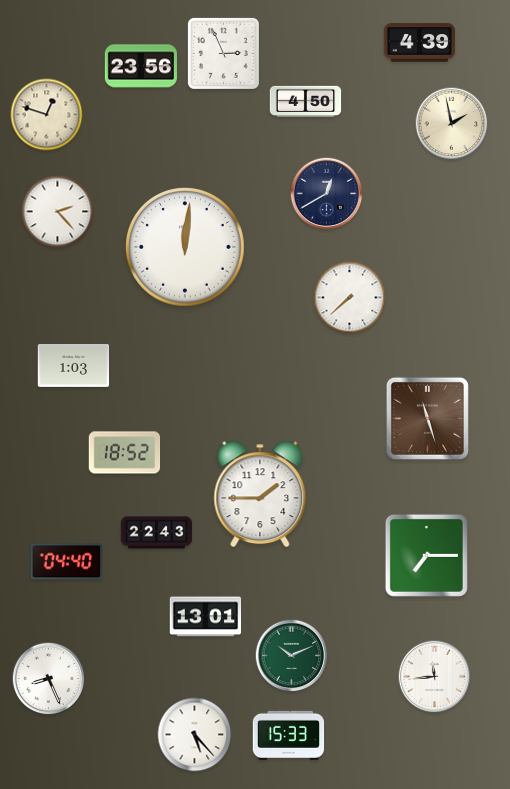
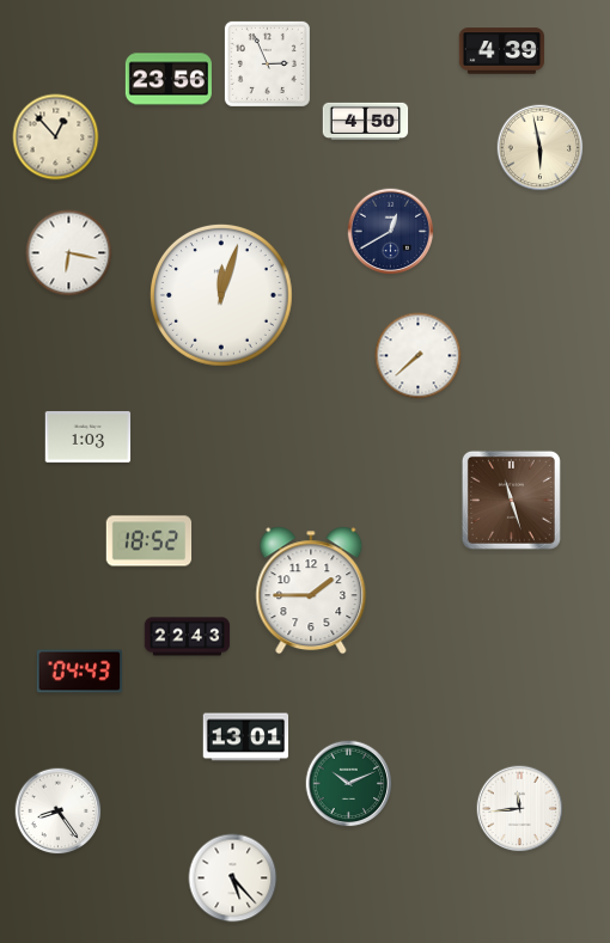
clock at (47, 115): 12:48 -> 12:53
clock at (452, 124): 1:58 -> 5:58
clock at (58, 212): 2:23 -> 6:17
clock at (185, 247): 12:01 -> 12:03
clock at (426, 555): 7:15 -> none
clock at (67, 562): 04:40 -> 04:43
clock at (49, 679): 8:26 -> 8:24
clock at (289, 735): 15:33 -> none
